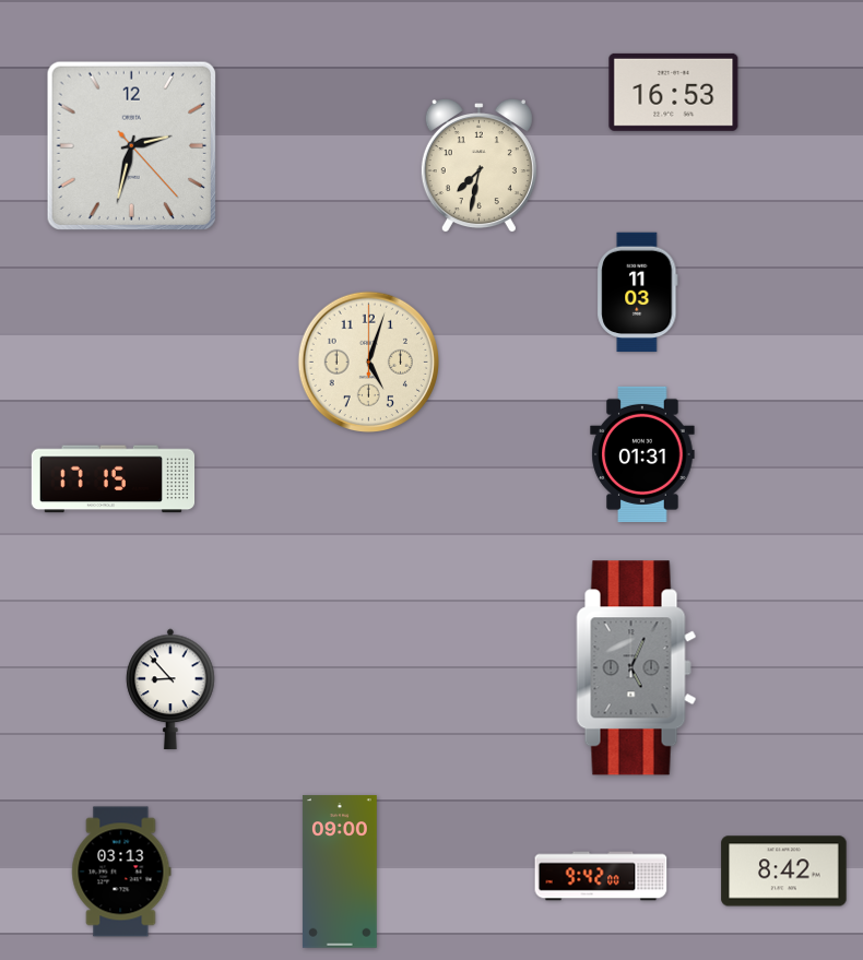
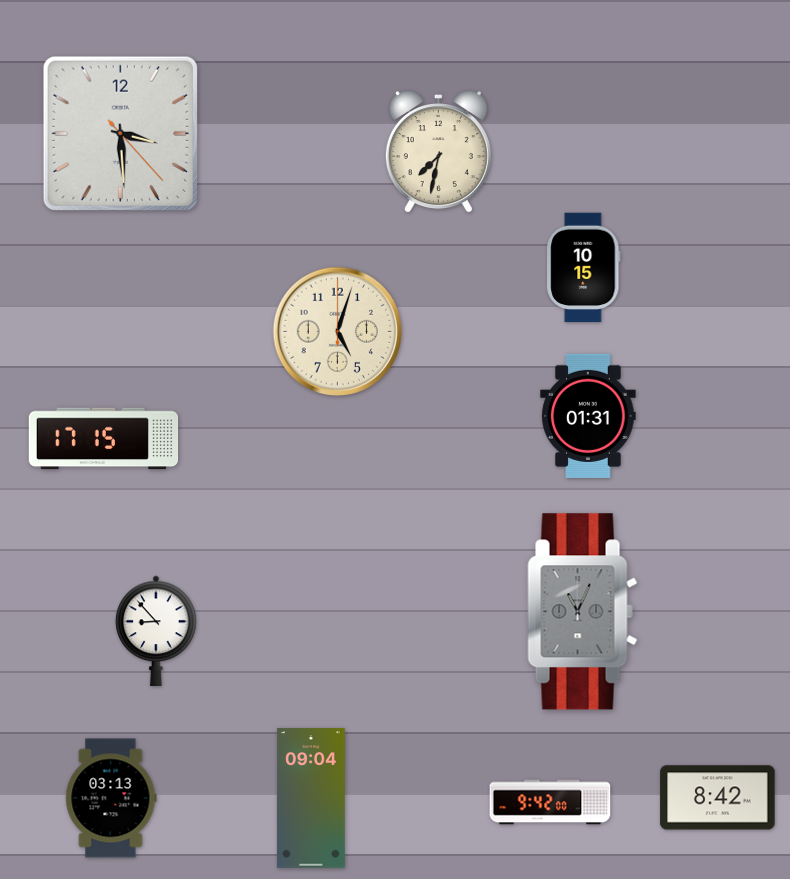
clock at (674, 92): 16:53 -> none
clock at (131, 145): 2:32 -> 3:29
clock at (638, 293): 11:03 -> 10:15
clock at (637, 668): 5:04 -> 11:04
clock at (340, 872): 09:00 -> 09:04
